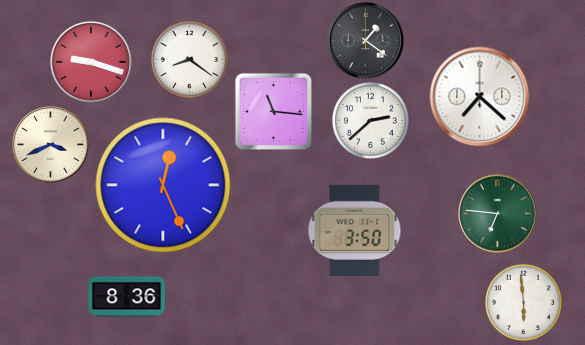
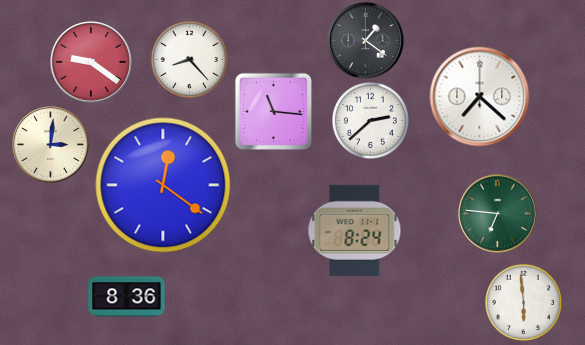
clock at (189, 59): 8:21 -> 8:23
clock at (91, 62): 9:18 -> 9:21
clock at (51, 145): 3:41 -> 3:01
clock at (163, 185): 12:26 -> 12:21
clock at (355, 230): 3:50 -> 8:24
